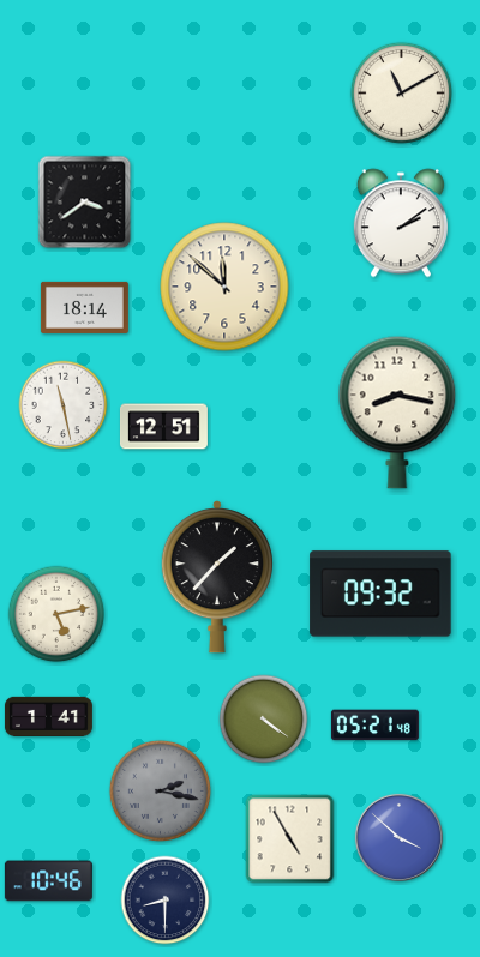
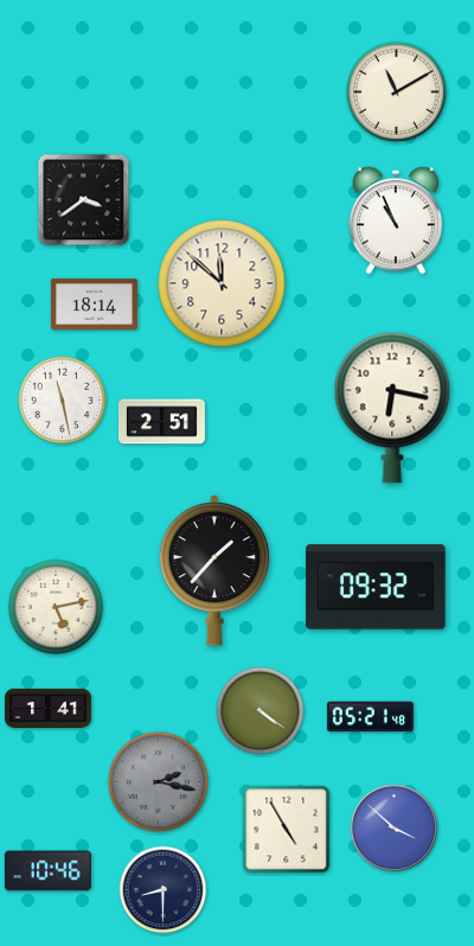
clock at (401, 223): 2:09 -> 10:56
clock at (84, 307) position: (84, 307) -> (94, 303)
clock at (397, 413): 8:17 -> 6:17
clock at (163, 427): 12:51 -> 2:51
